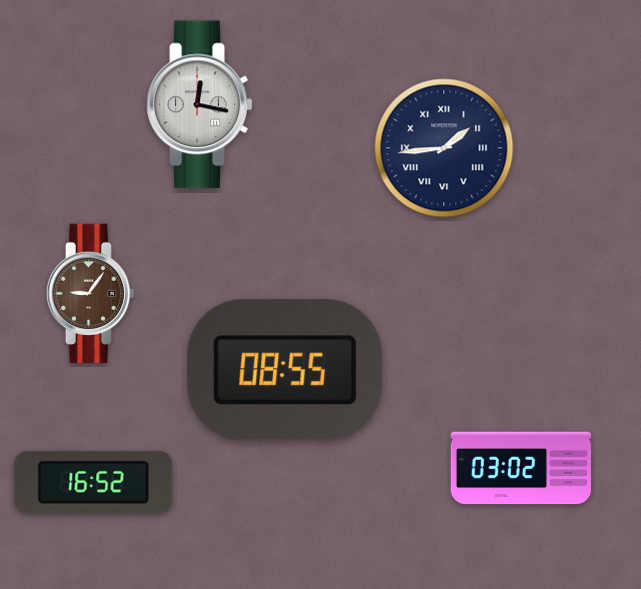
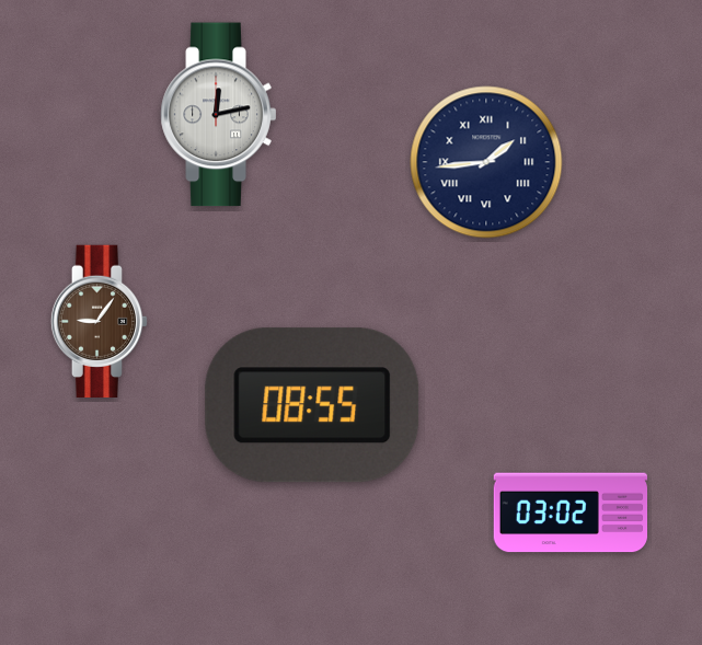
clock at (200, 105): 12:17 -> 12:13
clock at (94, 482): 16:52 -> none
